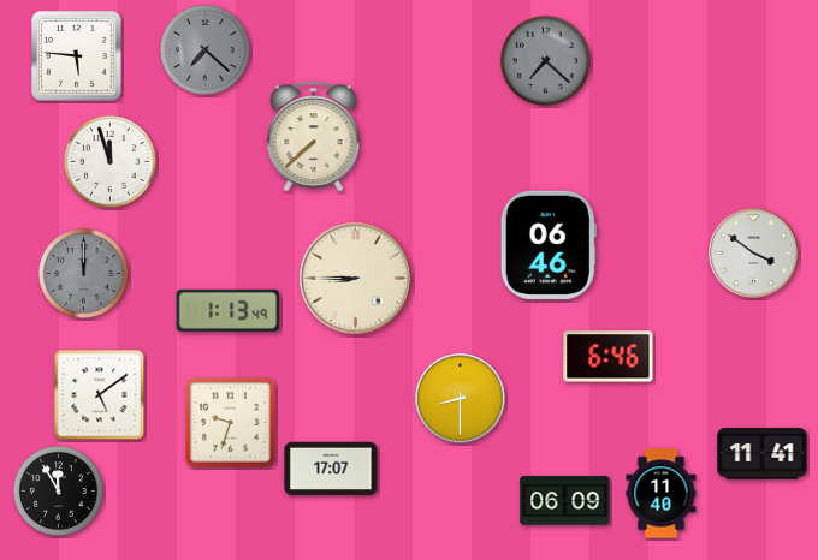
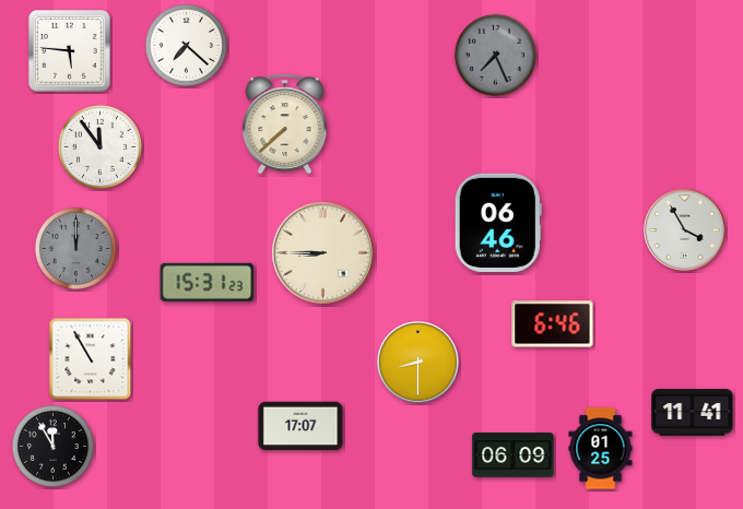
clock at (204, 49) dial: grey -> white
clock at (545, 60): 7:22 -> 7:26
clock at (109, 161): 11:57 -> 11:54
clock at (754, 254): 3:51 -> 3:55
clock at (229, 310): 1:13 -> 15:31
clock at (100, 395): 5:09 -> 10:55
clock at (231, 423): 9:33 -> none
clock at (662, 494): 11:40 -> 01:25
